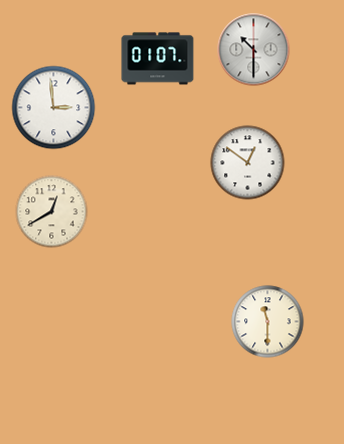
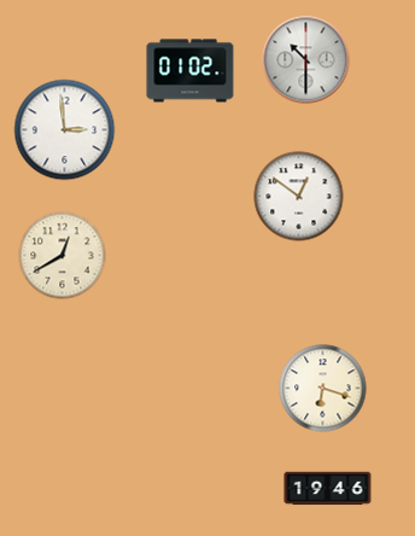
clock at (158, 59): 01:07 -> 01:02
clock at (268, 322): 11:30 -> 6:18
clock at (328, 489): none -> 19:46
